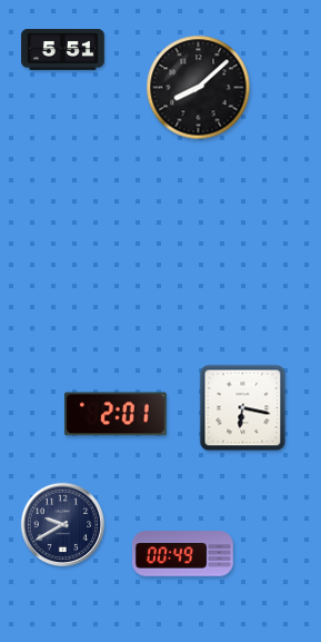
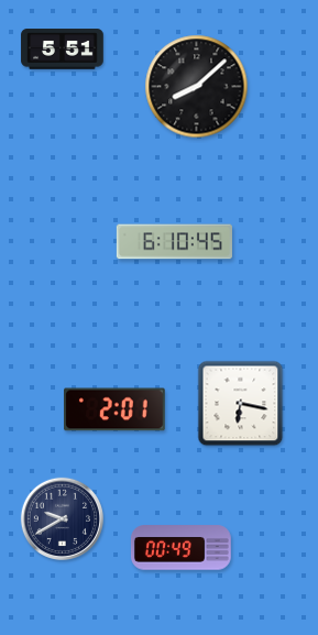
clock at (174, 242): none -> 6:10
